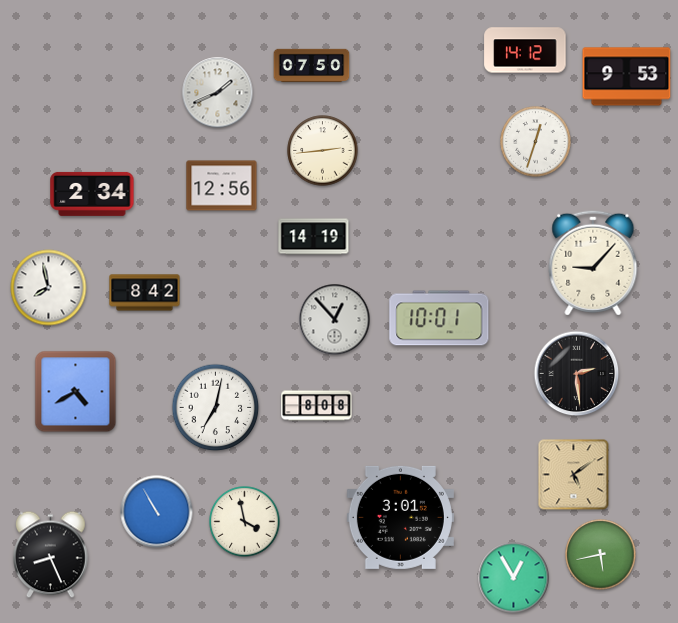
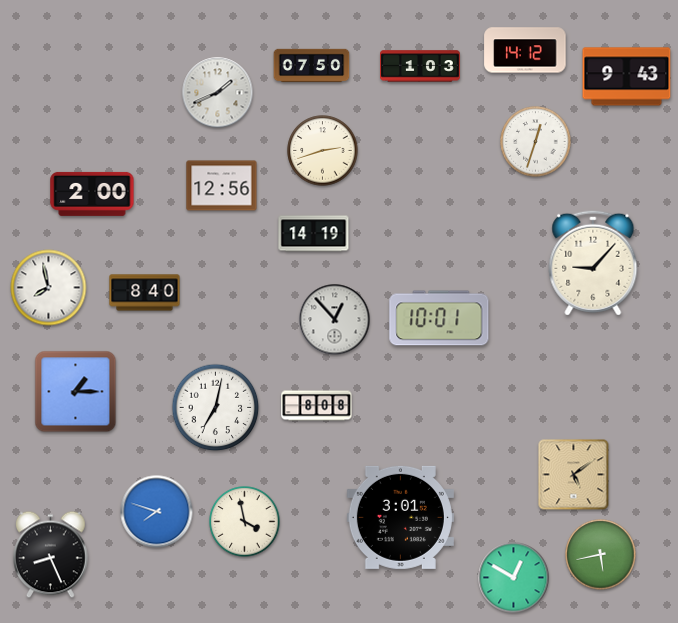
clock at (421, 66): none -> 1:03
clock at (627, 77): 9:53 -> 9:43
clock at (323, 151): 2:44 -> 2:42
clock at (92, 194): 2:34 -> 2:00
clock at (314, 237) position: (314, 237) -> (314, 234)
clock at (145, 293): 8:42 -> 8:40
clock at (577, 374): 2:29 -> none
clock at (76, 392): 4:40 -> 1:15
clock at (157, 512): 10:55 -> 7:48
clock at (514, 578): 12:55 -> 12:50
